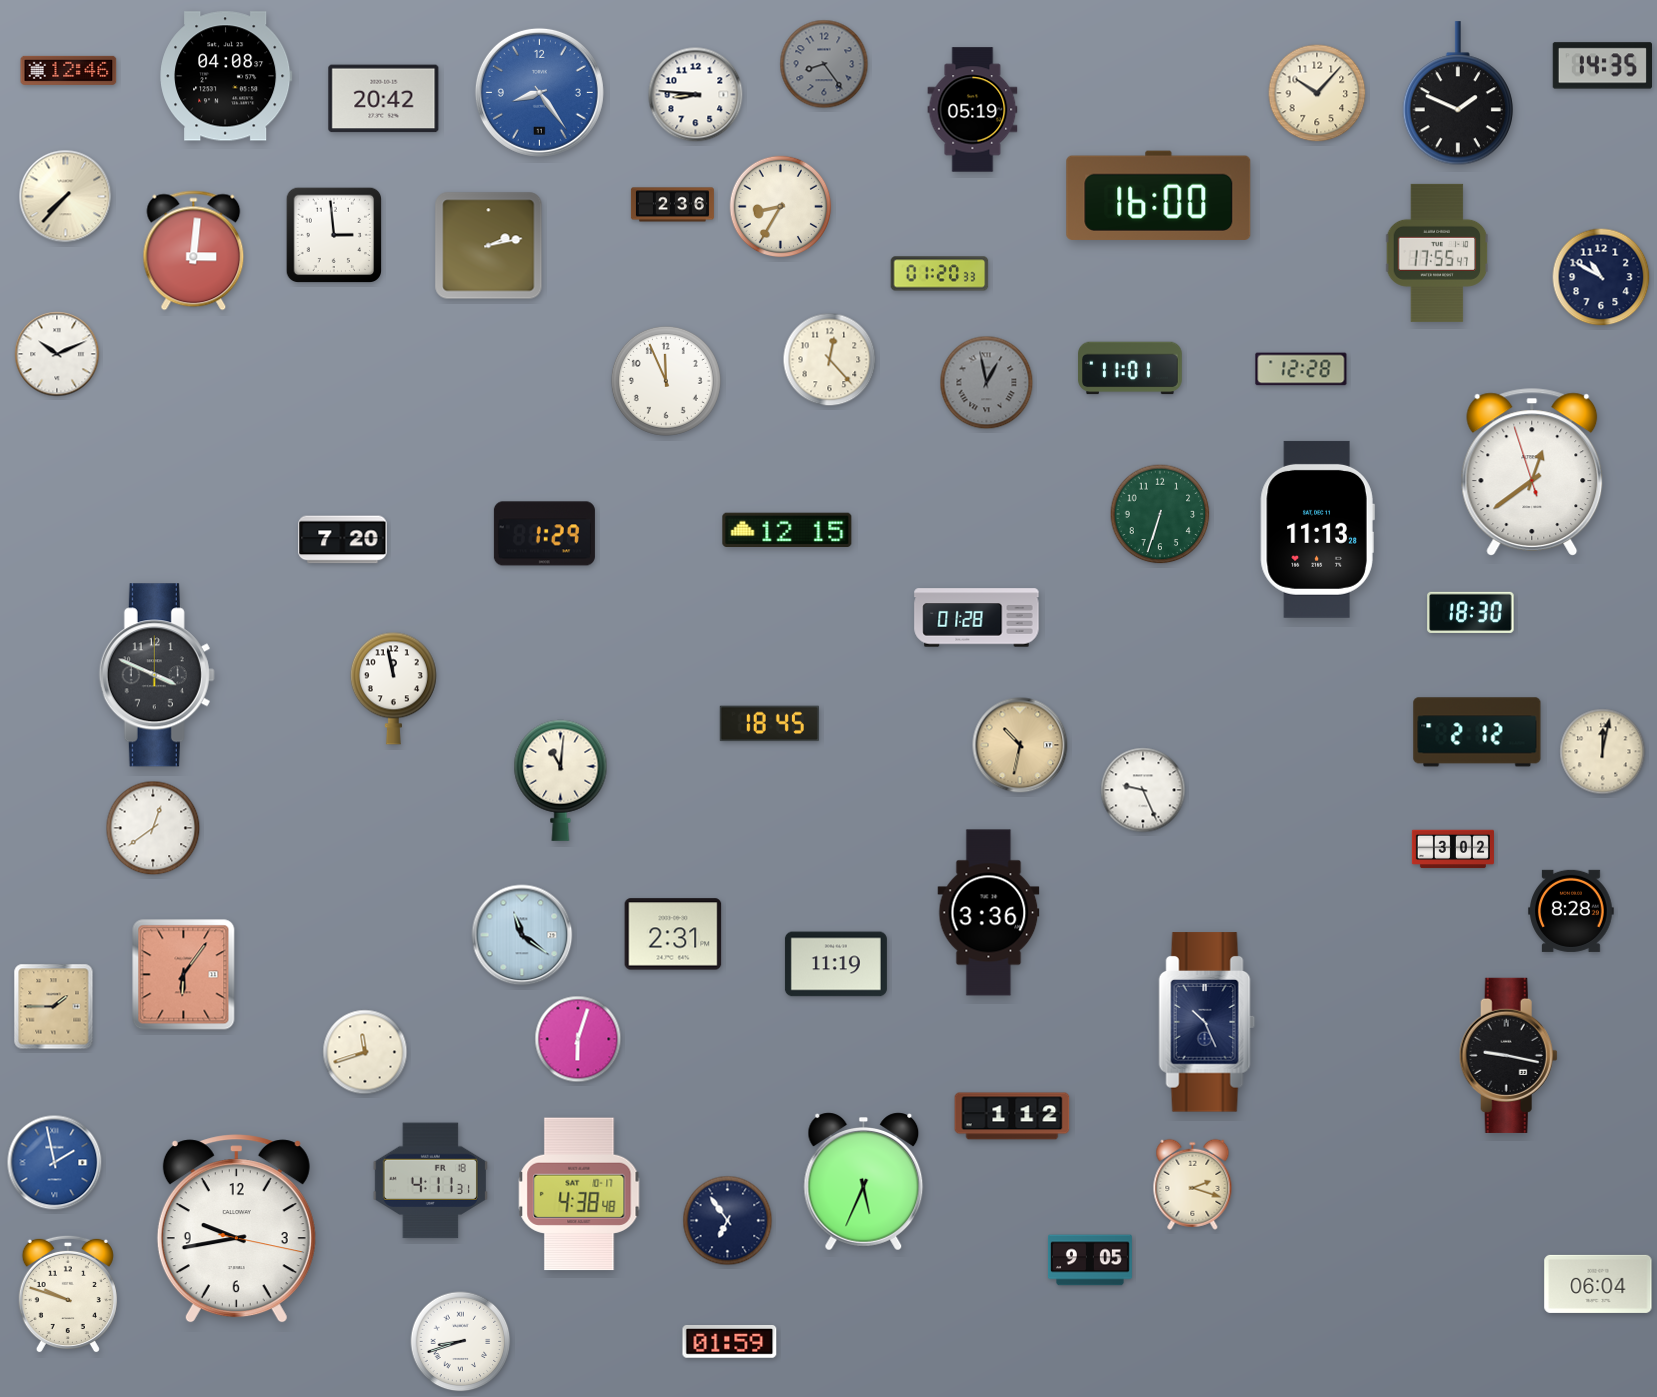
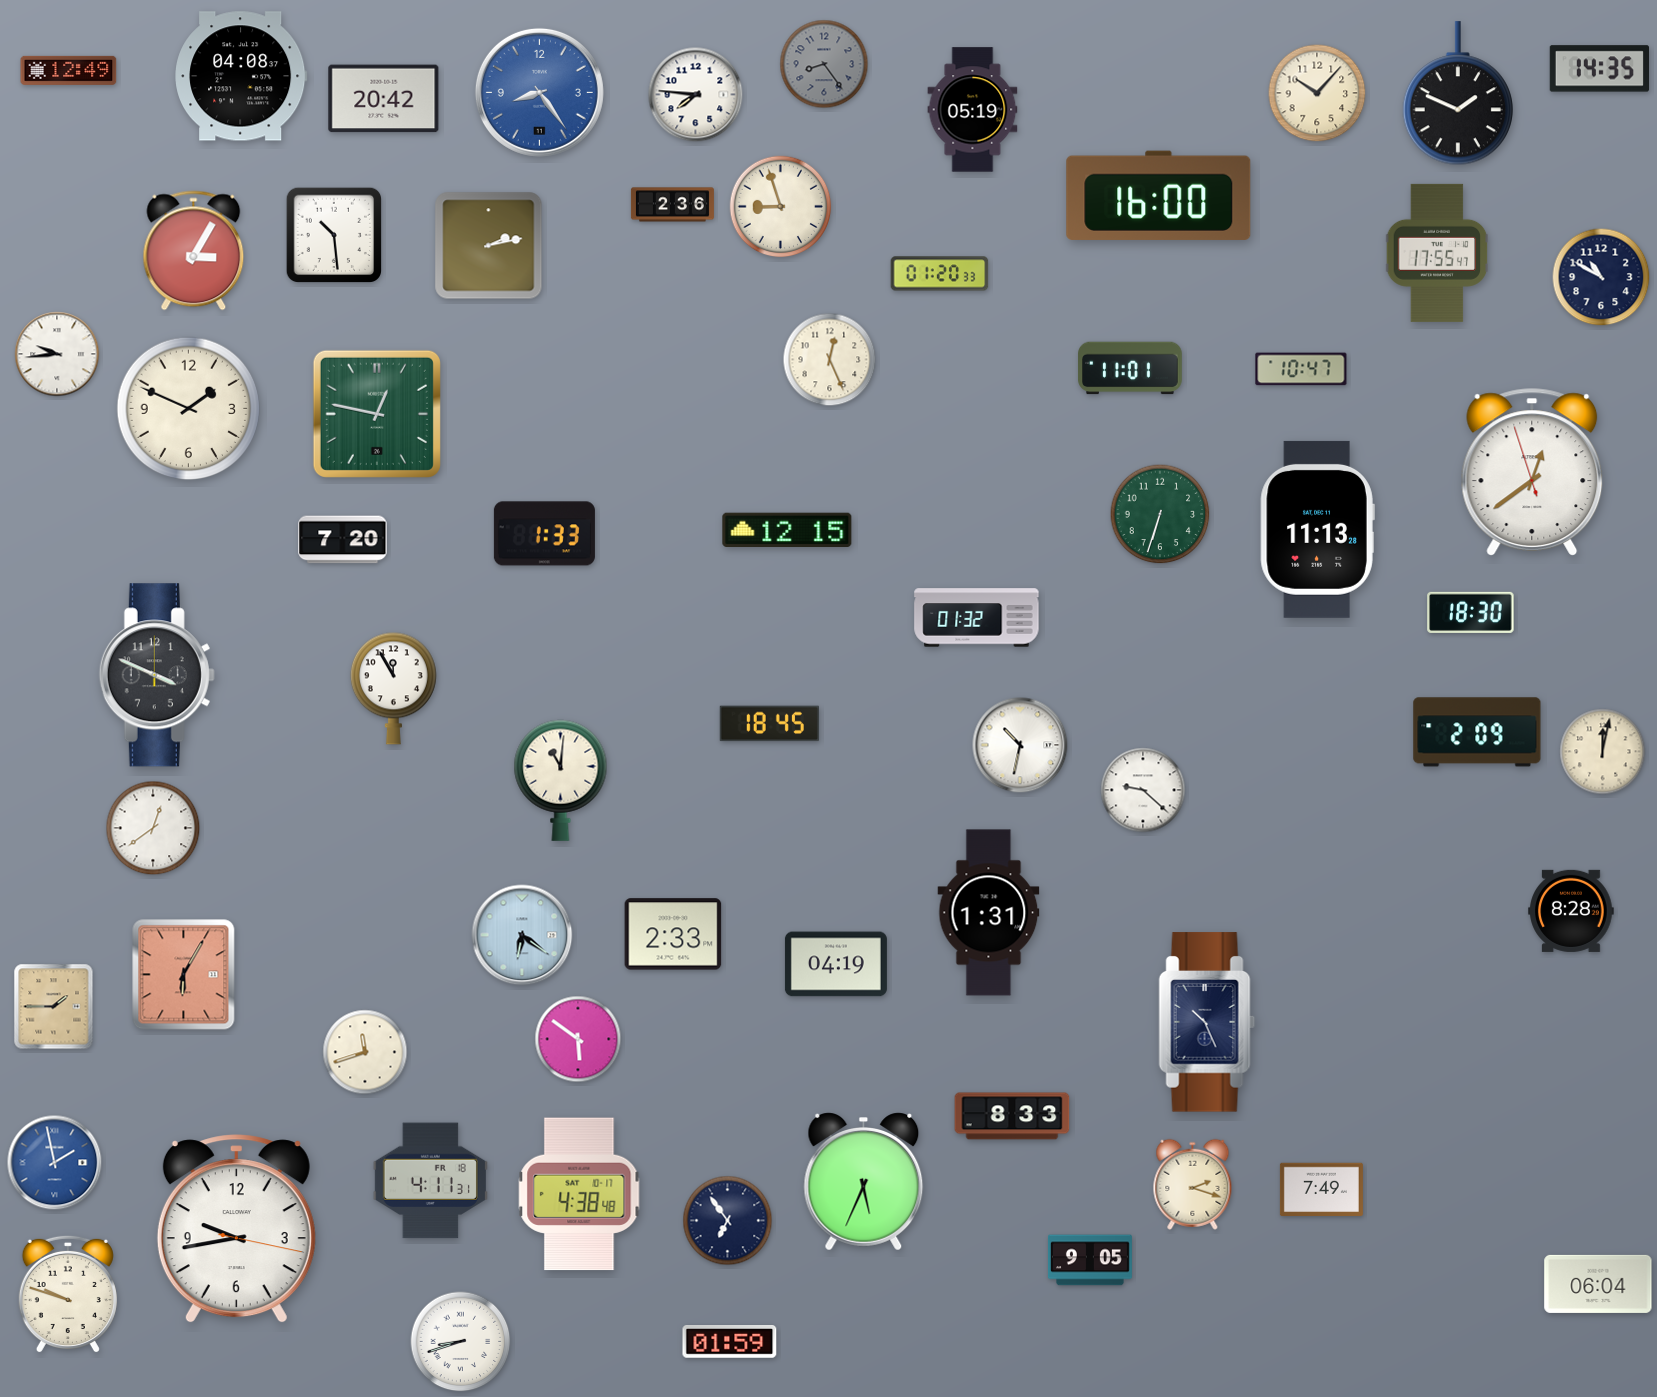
clock at (1602, 66) position: (1602, 66) -> (1599, 69)
clock at (69, 70): 12:46 -> 12:49
clock at (226, 76) position: (226, 76) -> (241, 76)
clock at (696, 95): 8:46 -> 7:46
clock at (66, 197): 7:37 -> none
clock at (781, 207): 8:35 -> 8:57
clock at (334, 235): 2:59 -> 10:29
clock at (194, 251): 3:01 -> 3:05
clock at (57, 354): 10:11 -> 9:44
clock at (830, 360): 12:23 -> 12:26
clock at (1301, 369): 12:28 -> 10:47
clock at (666, 381): 11:56 -> none
clock at (987, 383): 12:58 -> none
clock at (189, 409): none -> 1:49
clock at (377, 414): none -> 12:47
clock at (544, 534): 1:29 -> 1:33
clock at (977, 618): 01:28 -> 01:32
clock at (393, 688): 11:58 -> 11:55
clock at (1477, 732): 2:12 -> 2:09
clock at (1020, 745) dial: champagne -> white
clock at (1143, 790): 9:26 -> 9:22
clock at (1453, 849): 3:02 -> none
clock at (989, 913): 3:36 -> 1:31
clock at (673, 934): 2:31 -> 2:33
clock at (522, 935): 11:21 -> 6:21
clock at (836, 964): 11:19 -> 04:19
clock at (184, 975): 6:06 -> 6:05
clock at (578, 1039): 6:03 -> 5:51
clock at (1508, 1055): 9:17 -> none
clock at (1012, 1116): 1:12 -> 8:33
clock at (1321, 1190): none -> 7:49
